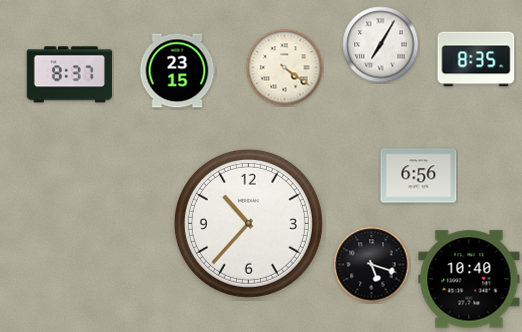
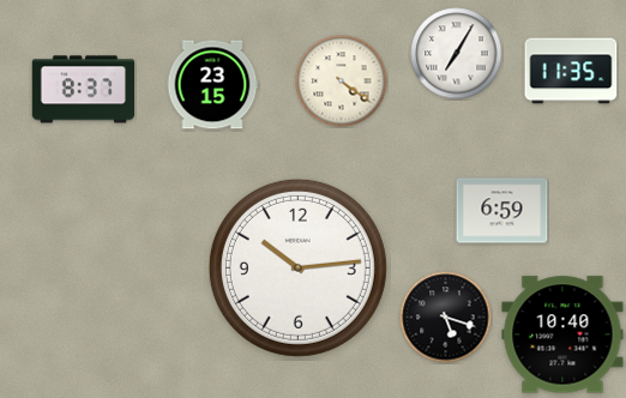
clock at (476, 59): 8:35 -> 11:35
clock at (419, 176): 6:56 -> 6:59
clock at (248, 223): 10:37 -> 10:14
